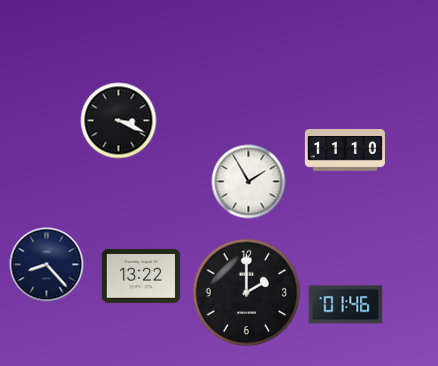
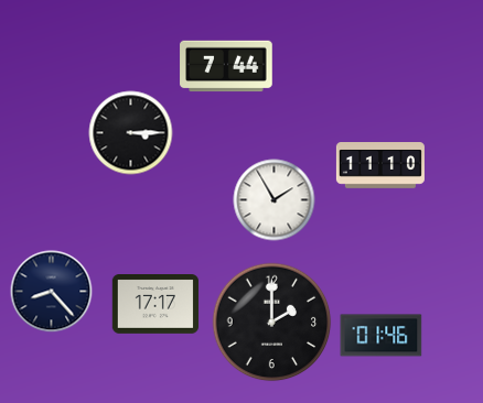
clock at (226, 66): none -> 7:44
clock at (119, 121): 3:19 -> 3:15
clock at (141, 277): 13:22 -> 17:17
